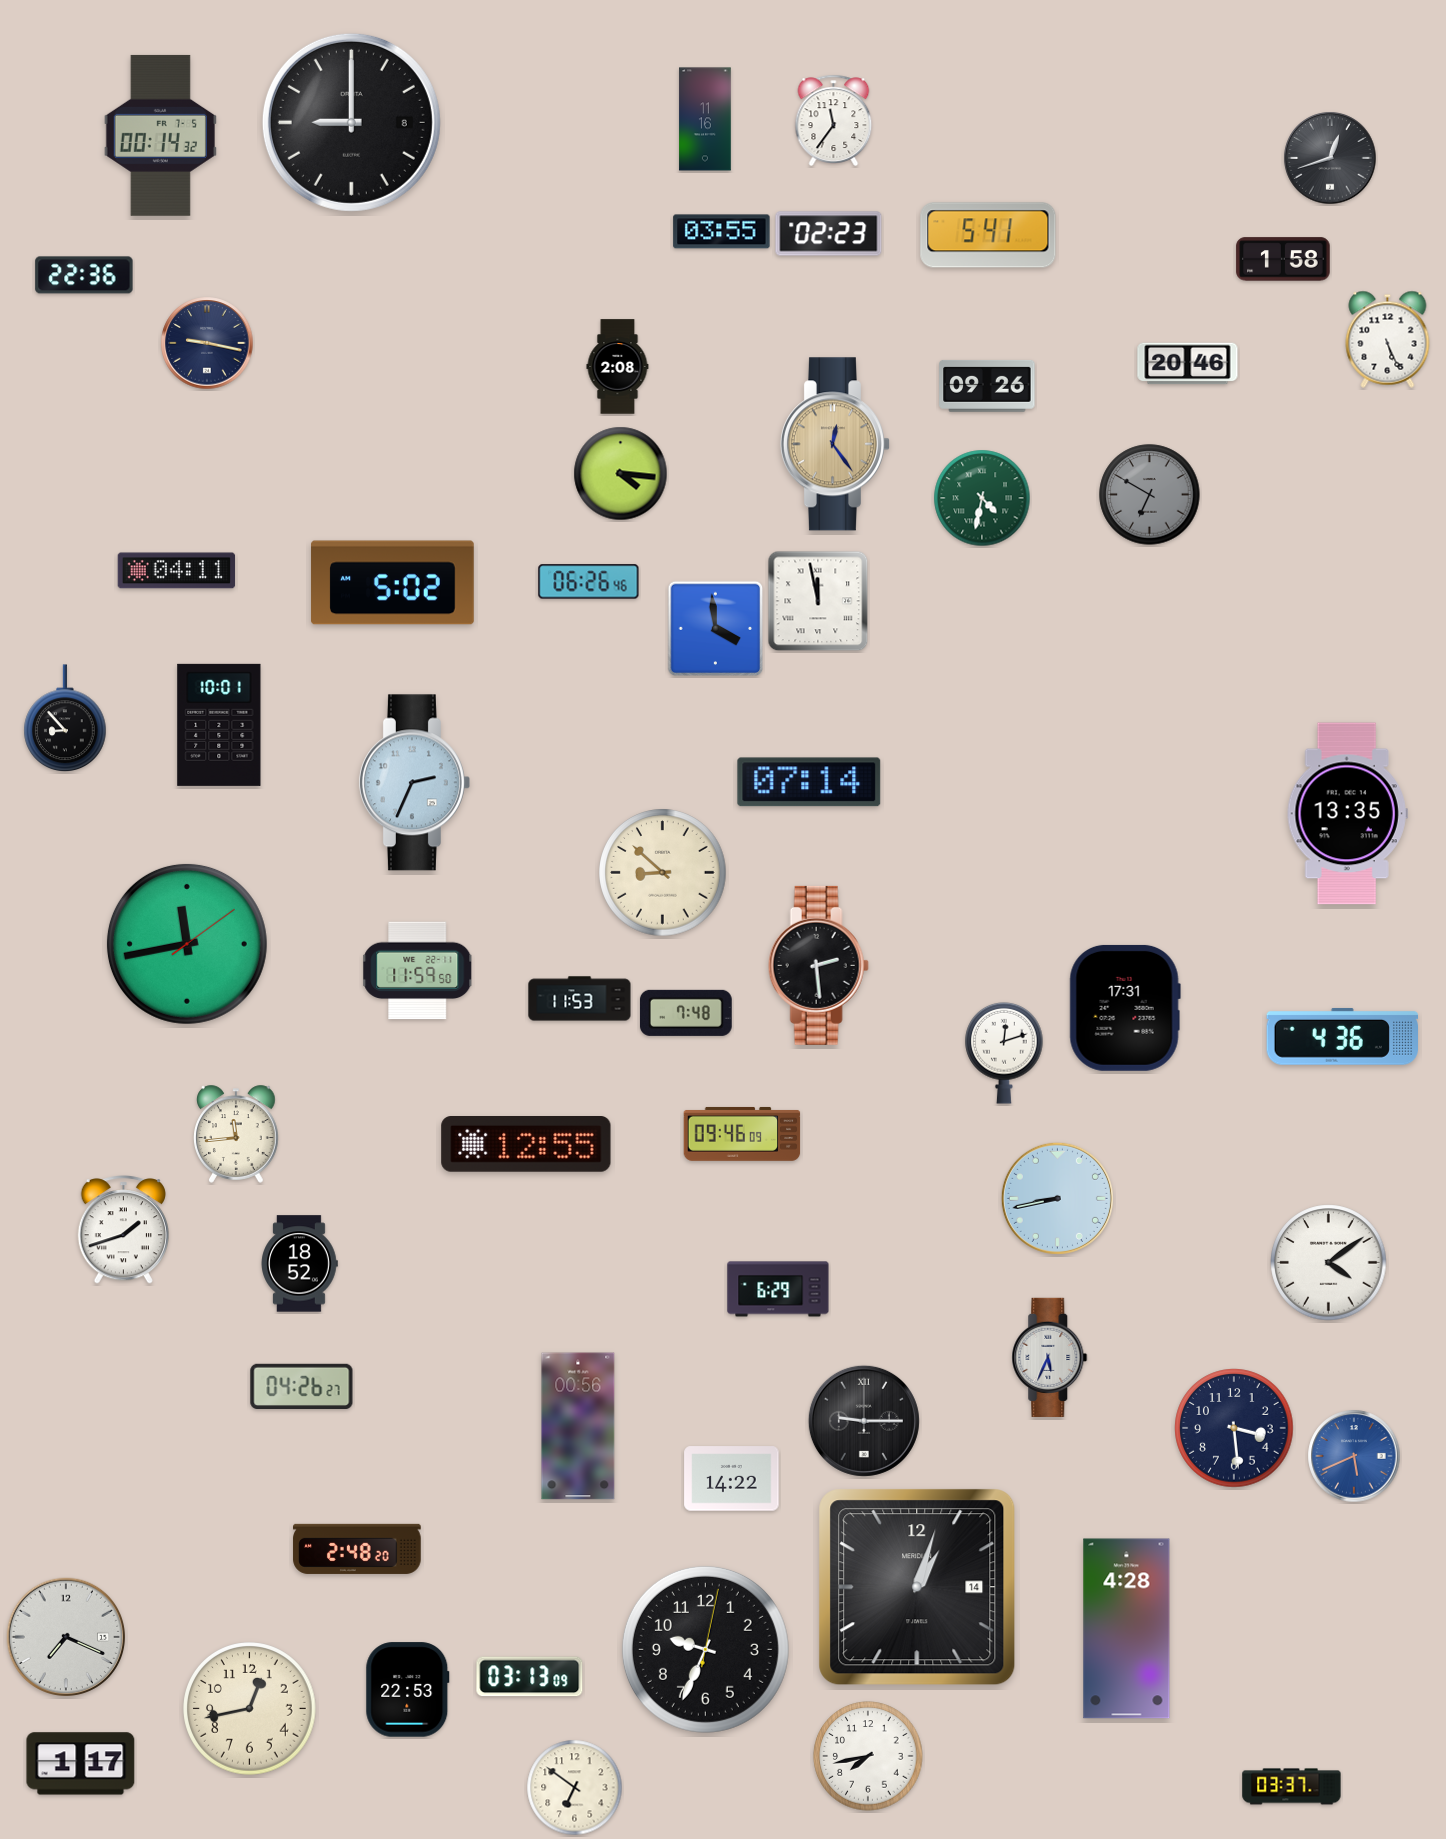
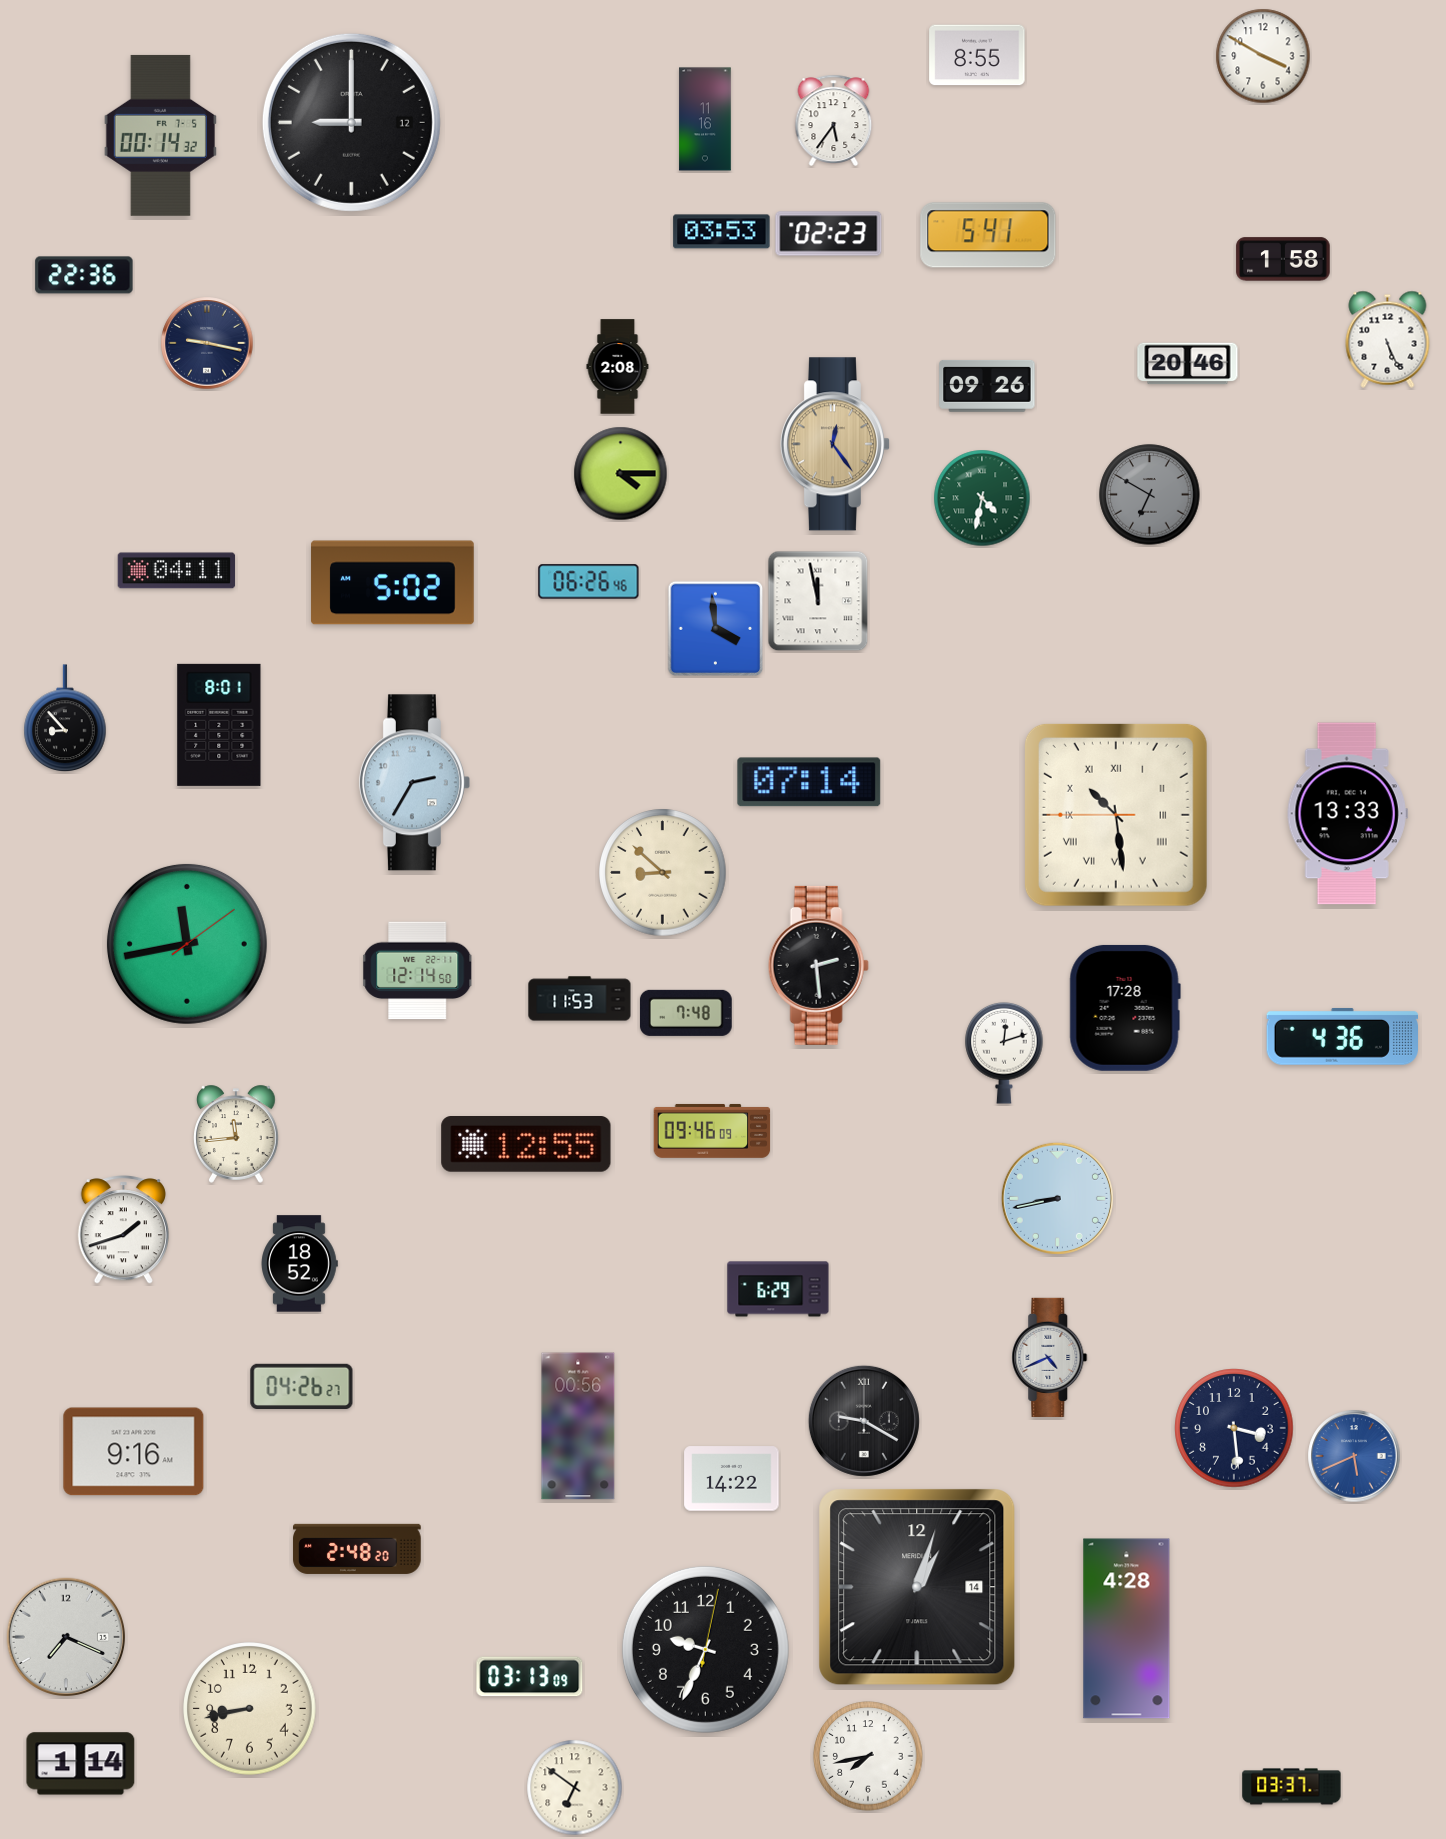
clock at (977, 55): none -> 8:55
clock at (1263, 56): none -> 3:50
clock at (834, 120): 11:36 -> 5:36
clock at (351, 122) date: 8 -> 12
clock at (1330, 158): 12:42 -> none
clock at (722, 232): 03:55 -> 03:53
clock at (621, 474): 4:16 -> 4:15
clock at (219, 725): 10:01 -> 8:01
clock at (414, 783): 2:34 -> 2:35
clock at (1347, 814): 13:35 -> 13:33
clock at (1116, 815): none -> 10:28
clock at (418, 971): 11:59 -> 12:14
clock at (1125, 1008): 17:31 -> 17:28
clock at (742, 1134) position: (742, 1134) -> (712, 1131)
clock at (1329, 1263): 4:09 -> none
clock at (1050, 1357): 5:34 -> 4:41
clock at (864, 1421): 9:15 -> 9:20
clock at (134, 1452): none -> 9:16
clock at (408, 1690): 22:53 -> none
clock at (250, 1709): 12:43 -> 8:43
clock at (81, 1764): 1:17 -> 1:14
